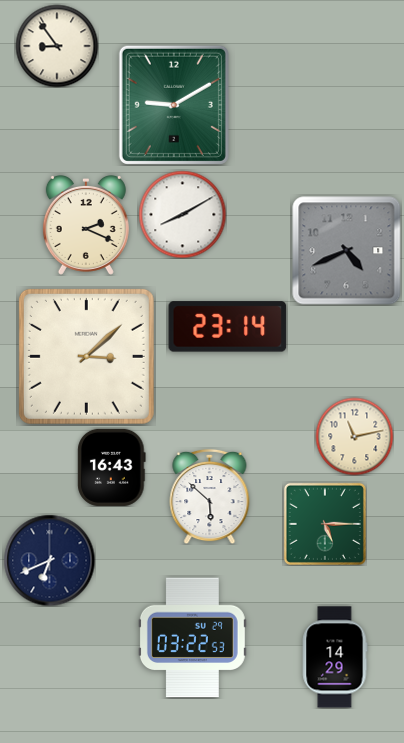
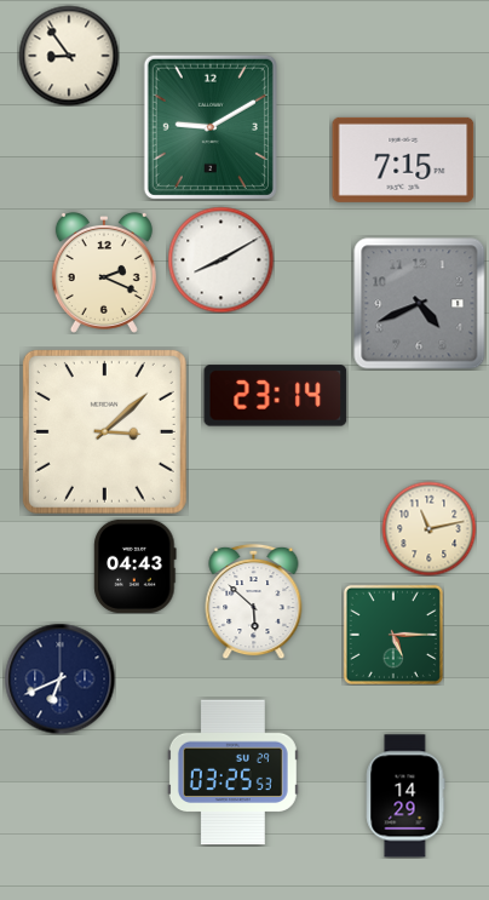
clock at (403, 160): none -> 7:15
clock at (112, 467): 16:43 -> 04:43
clock at (192, 638): 03:22 -> 03:25
